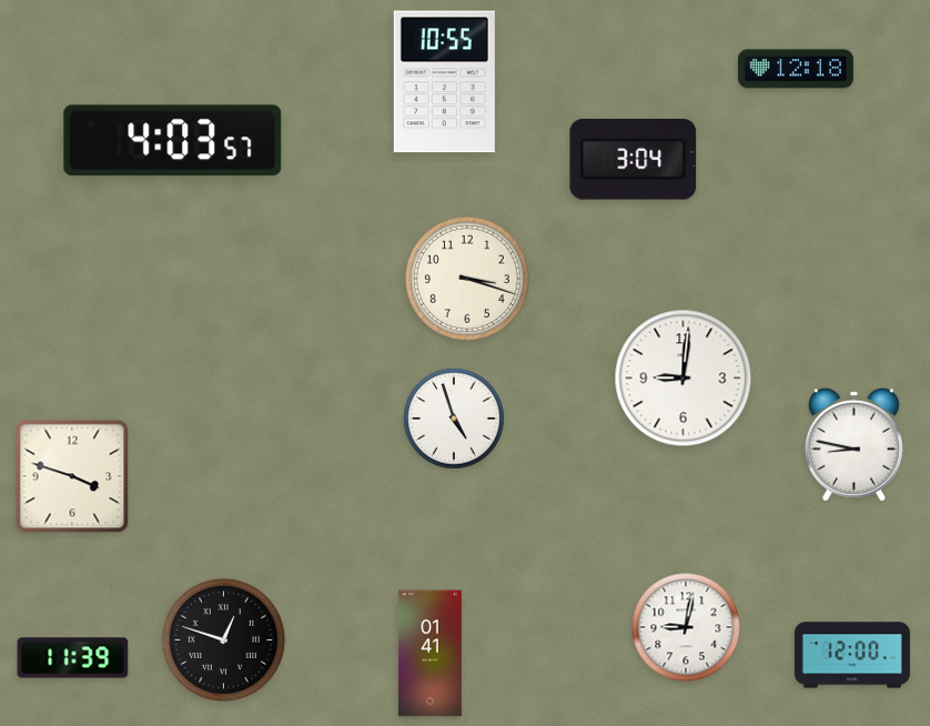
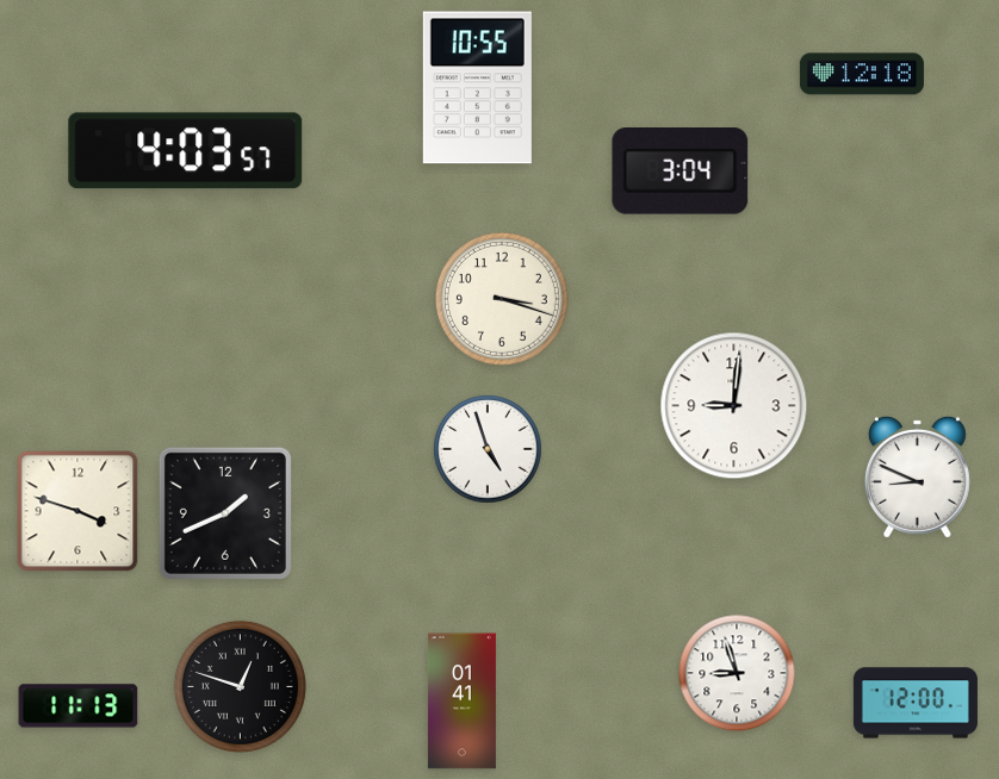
clock at (796, 69) position: (796, 69) -> (862, 74)
clock at (853, 444): 8:47 -> 8:49
clock at (225, 513): none -> 1:41
clock at (686, 627): 9:02 -> 8:57
clock at (73, 658): 11:39 -> 11:13
